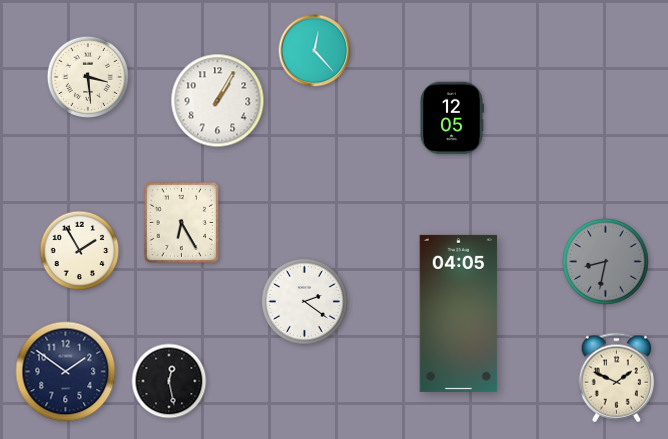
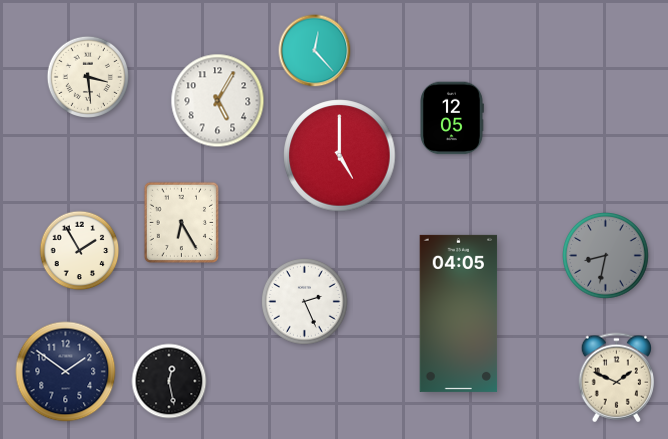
clock at (218, 101): 1:05 -> 5:05
clock at (340, 156): none -> 5:00
clock at (606, 262) position: (606, 262) -> (606, 256)
clock at (305, 302): 2:21 -> 2:26
